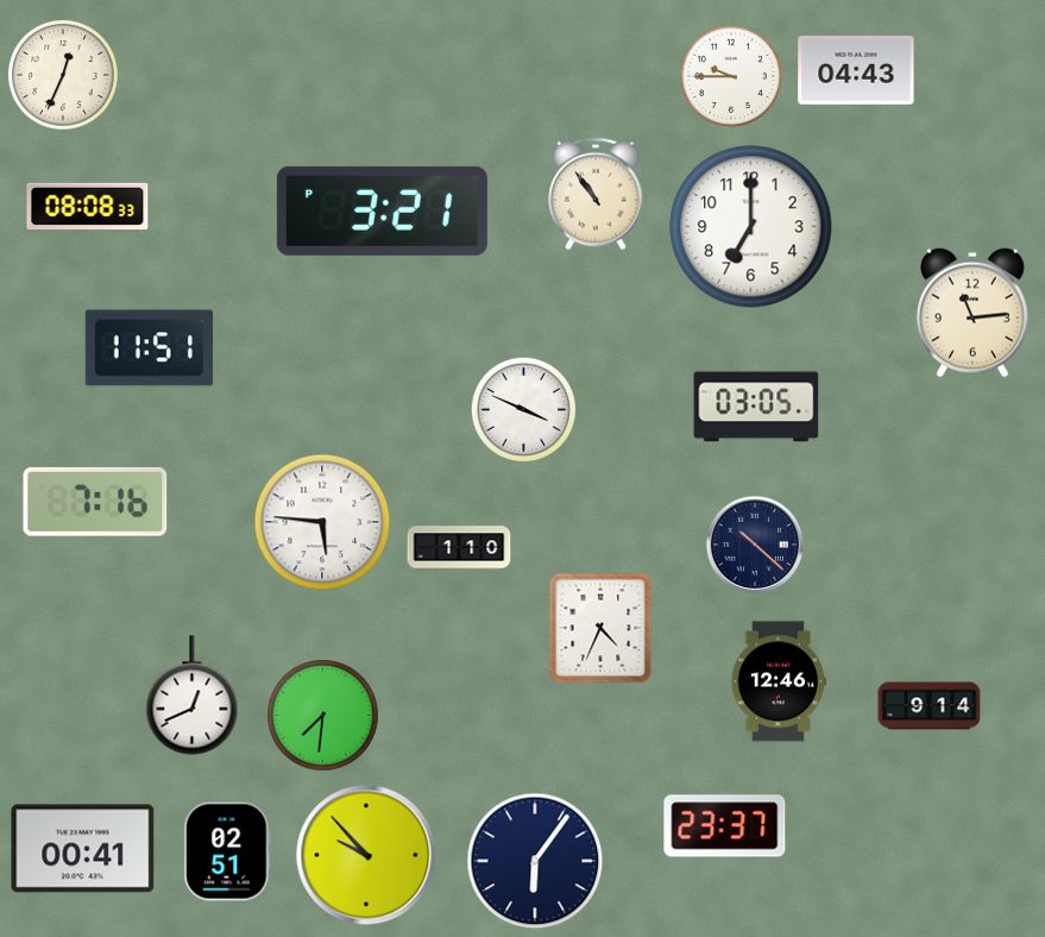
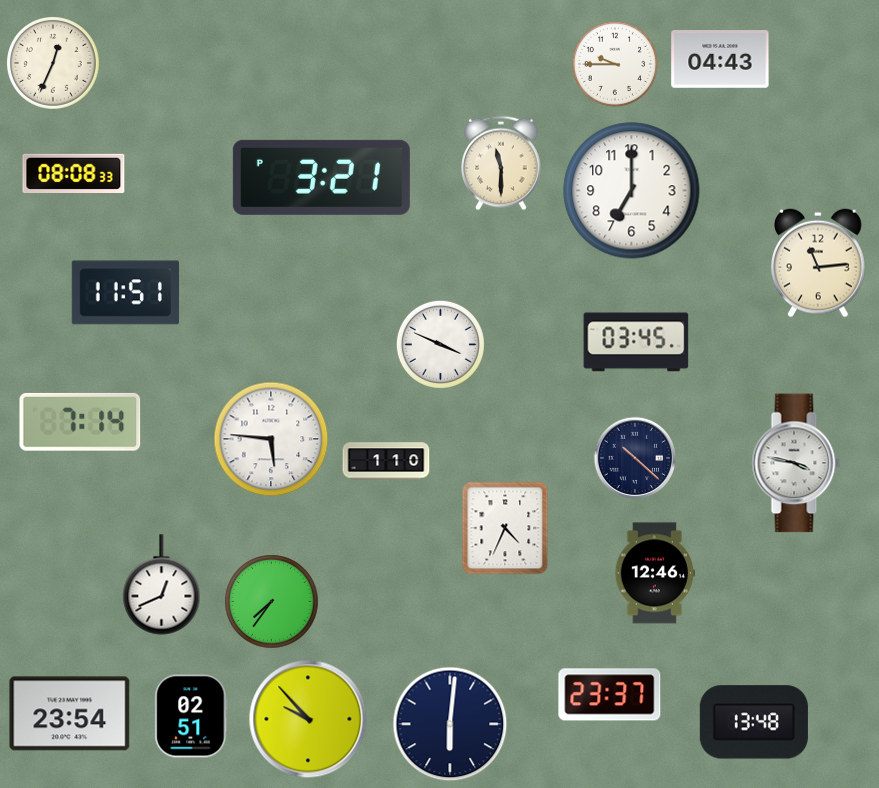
clock at (596, 194): 10:54 -> 11:30
clock at (756, 407): 03:05 -> 03:45
clock at (95, 502): 7:16 -> 7:14
clock at (796, 463): none -> 3:47
clock at (930, 706): 9:14 -> none
clock at (323, 716): 7:31 -> 7:36
clock at (83, 849): 00:41 -> 23:54
clock at (754, 722): none -> 13:48
clock at (535, 861): 6:06 -> 6:01
